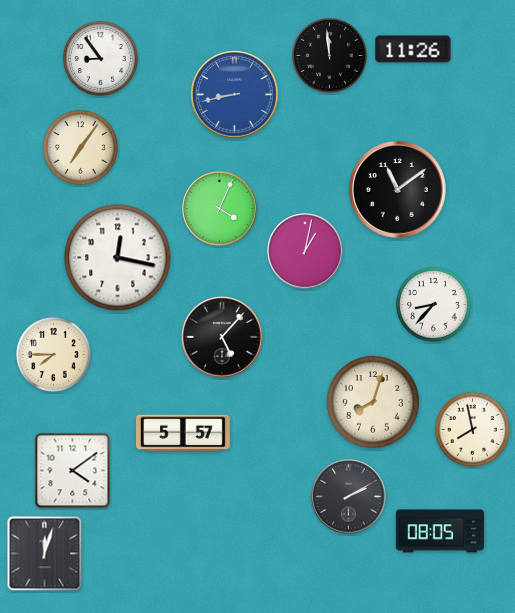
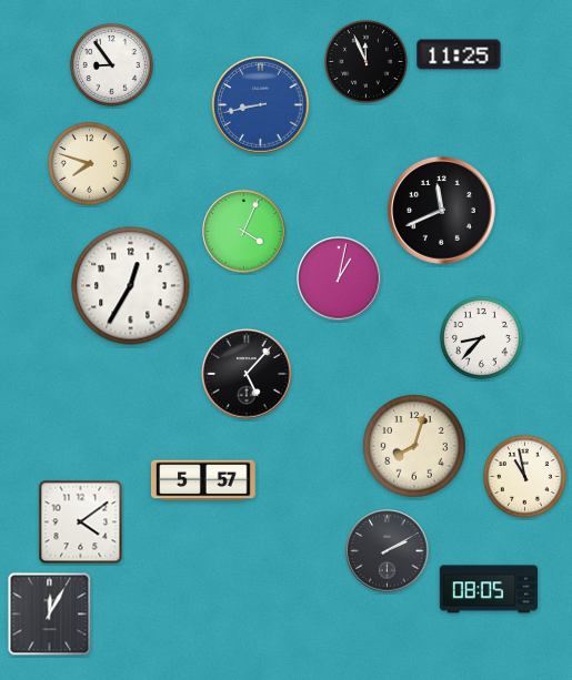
clock at (413, 49): 11:26 -> 11:25
clock at (329, 55): 11:59 -> 11:56
clock at (80, 147): 7:06 -> 7:48
clock at (398, 190): 11:09 -> 11:41
clock at (118, 258): 12:17 -> 12:35
clock at (53, 354): 7:45 -> none
clock at (472, 429): 7:58 -> 10:58
clock at (45, 554): 12:03 -> 12:05
